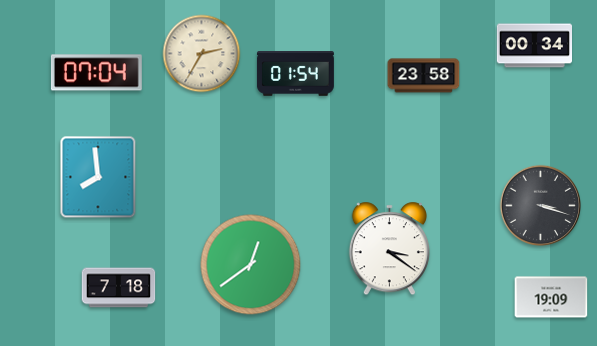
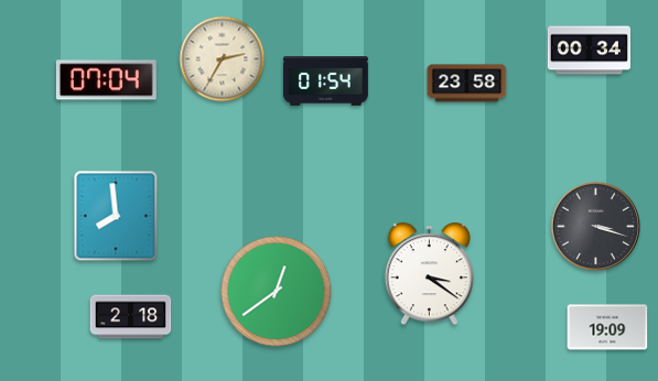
clock at (98, 177) position: (98, 177) -> (116, 216)
clock at (119, 288): 7:18 -> 2:18
